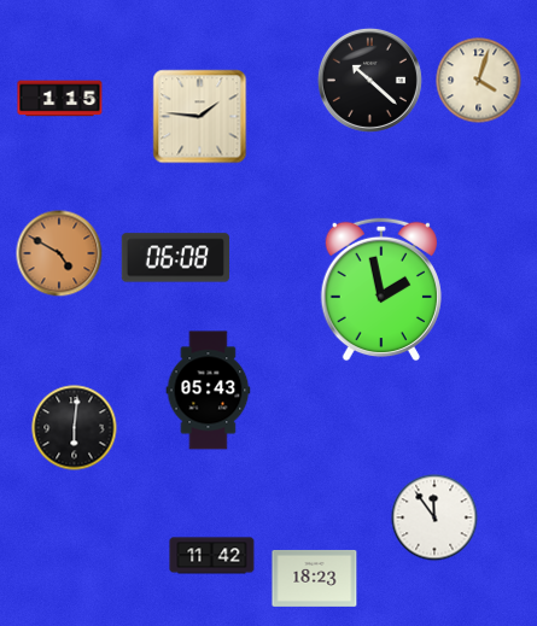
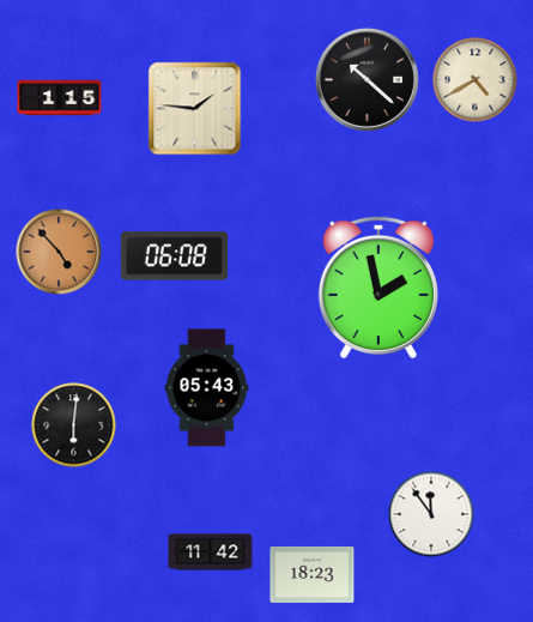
clock at (479, 81): 4:03 -> 4:40
clock at (200, 117) position: (200, 117) -> (195, 109)
clock at (59, 253): 4:50 -> 4:53
